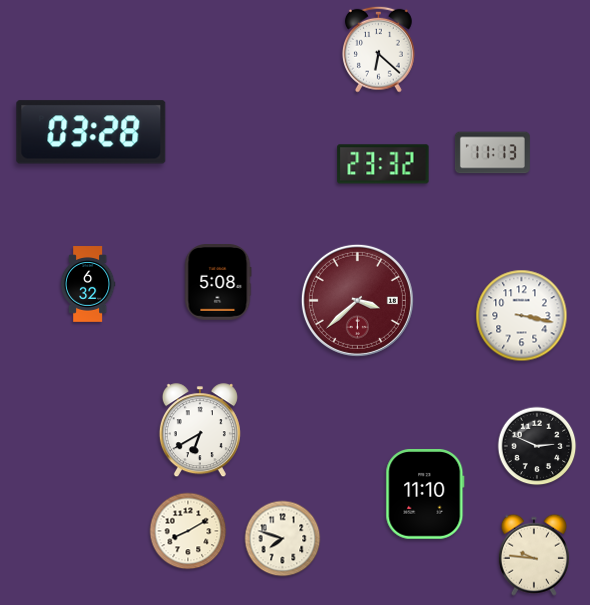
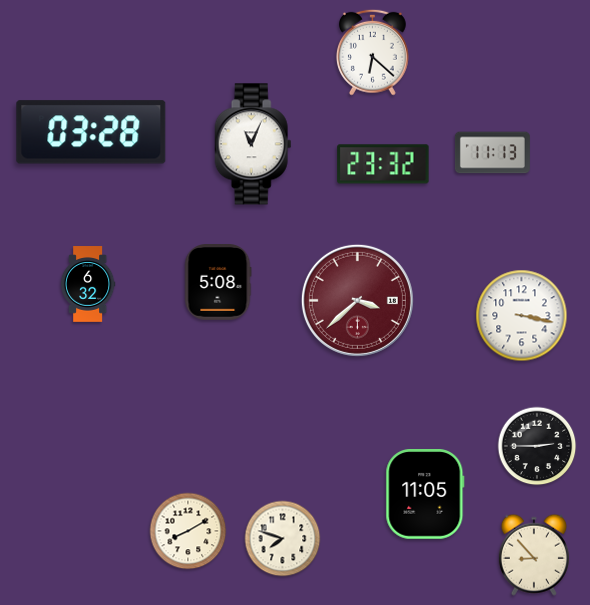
clock at (378, 49) position: (378, 49) -> (372, 52)
clock at (253, 144): none -> 11:04
clock at (200, 431): 6:40 -> none
clock at (537, 446): 2:49 -> 2:45
clock at (425, 495): 11:10 -> 11:05
clock at (534, 555): 9:46 -> 8:53
